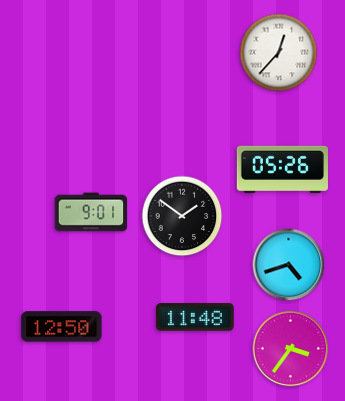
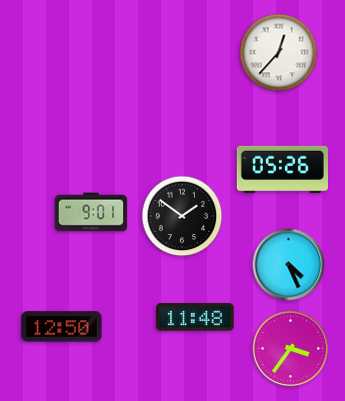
clock at (289, 265): 4:42 -> 4:26
